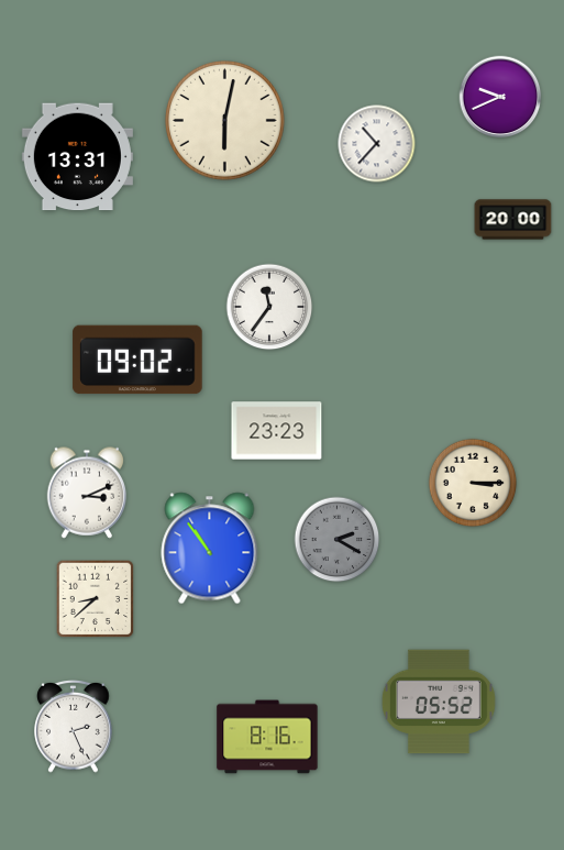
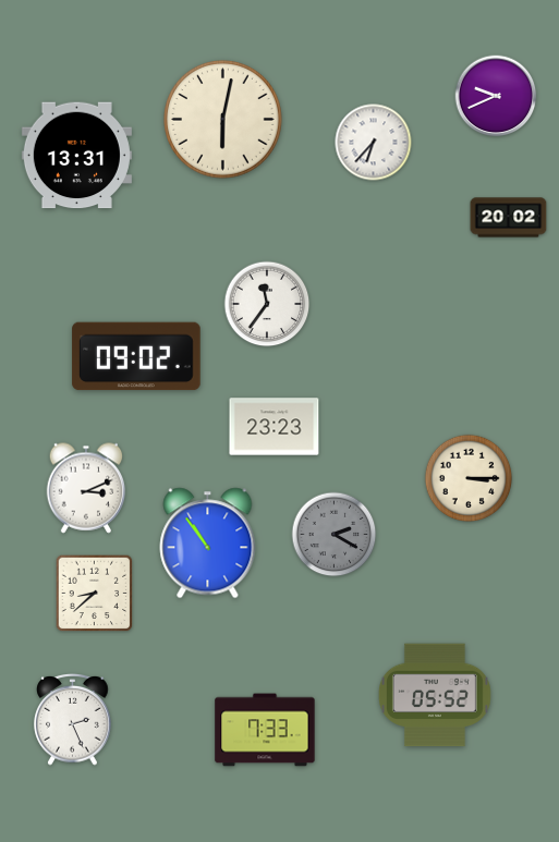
clock at (377, 144): 10:37 -> 6:37
clock at (513, 220): 20:00 -> 20:02
clock at (267, 737): 8:16 -> 7:33
